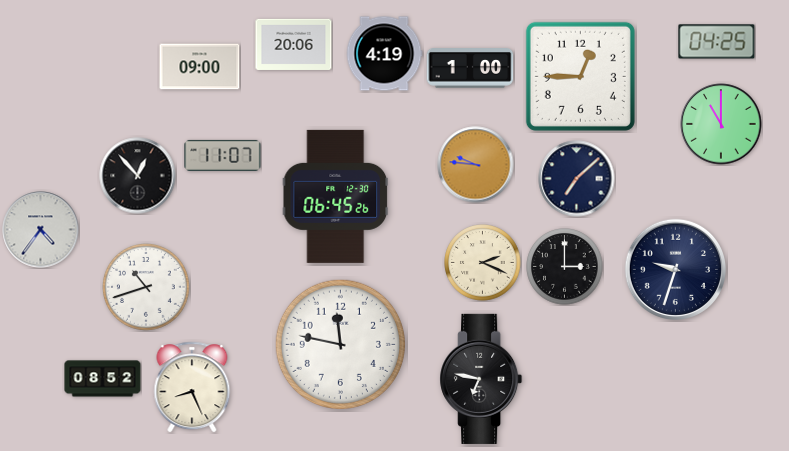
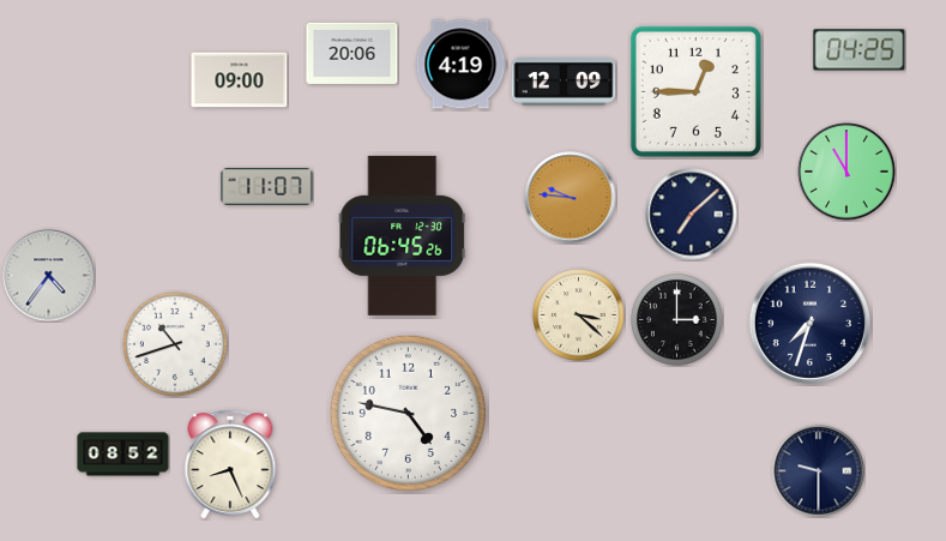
clock at (470, 68): 1:00 -> 12:09
clock at (721, 124) position: (721, 124) -> (846, 172)
clock at (138, 176): 12:53 -> none
clock at (483, 263): 2:19 -> 3:22
clock at (675, 269): 9:33 -> 7:33
clock at (340, 344): 11:47 -> 4:47
clock at (481, 379): 6:47 -> none
clock at (819, 471): none -> 9:30
